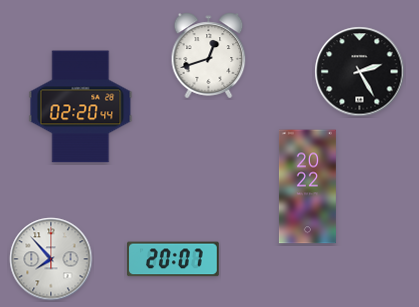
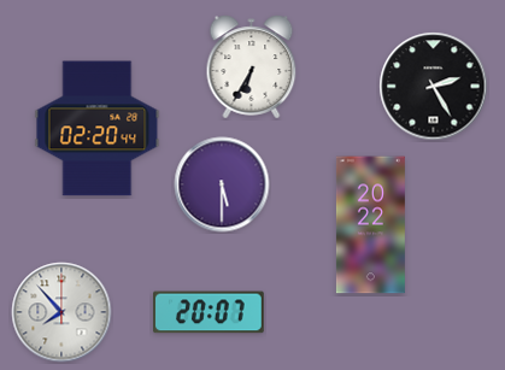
clock at (209, 56): 12:42 -> 6:35
clock at (222, 184): none -> 5:30
